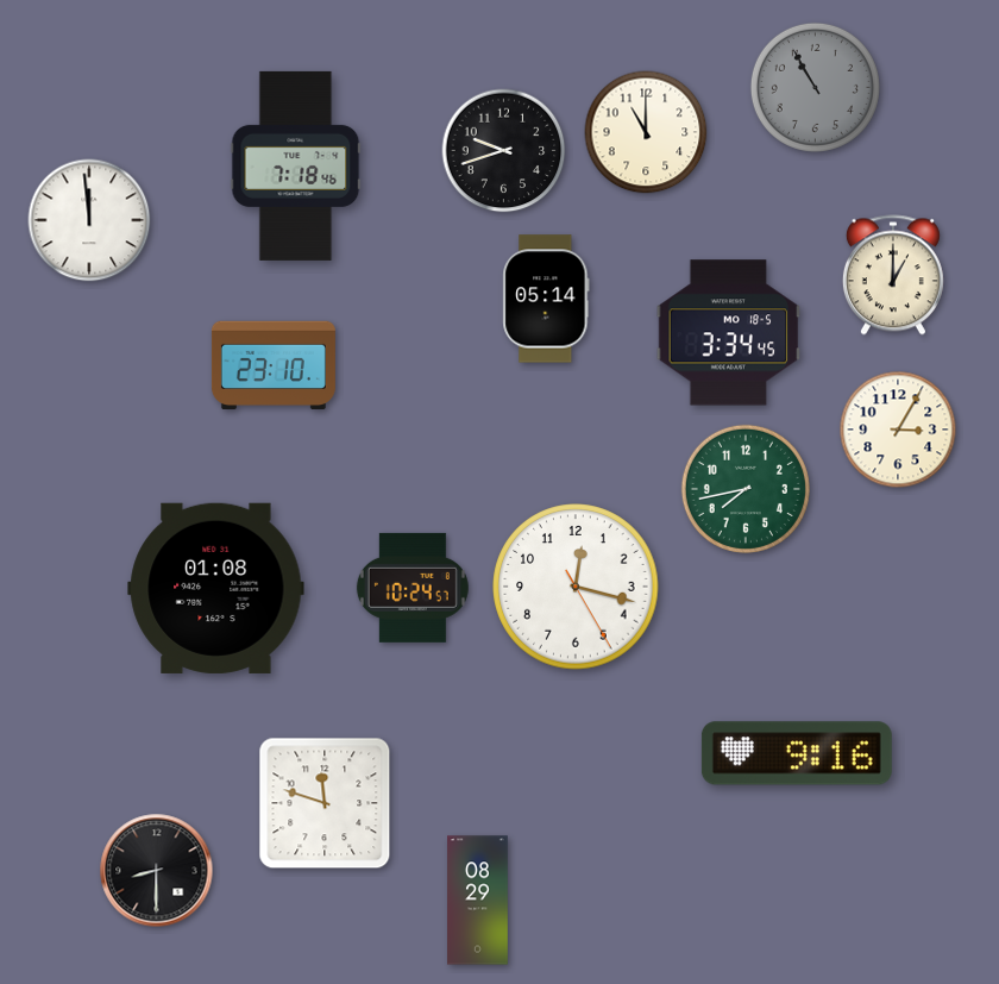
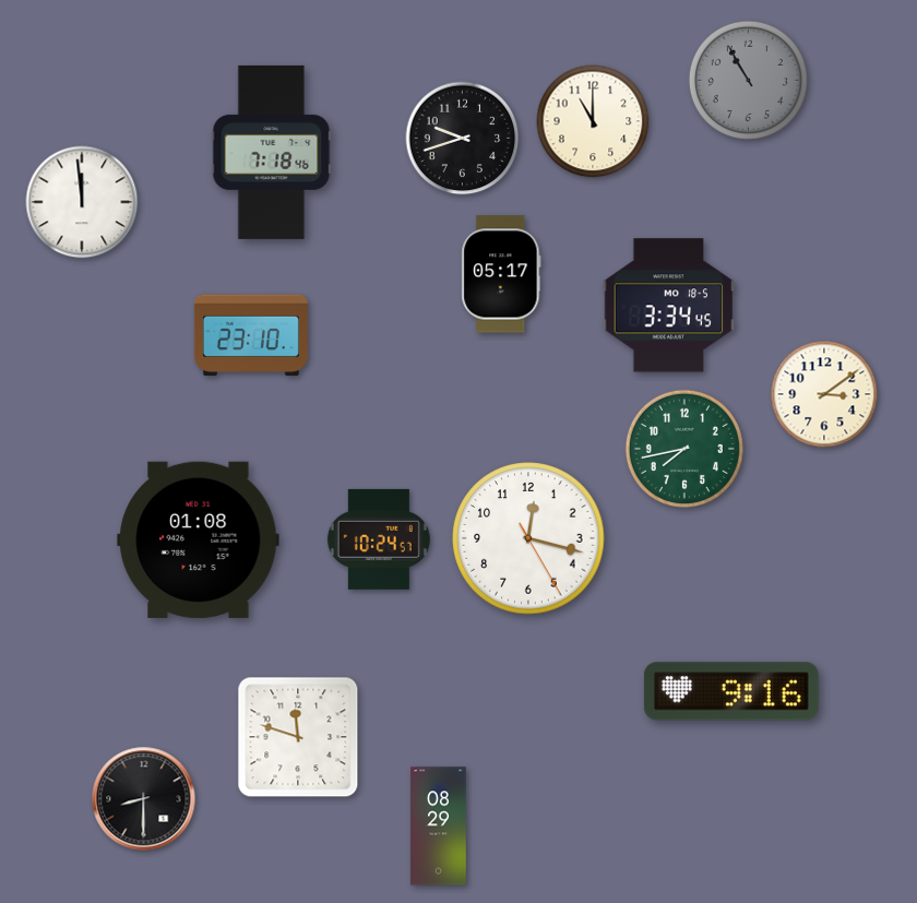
clock at (893, 275): 1:00 -> none
clock at (546, 299): 05:14 -> 05:17
clock at (898, 430): 3:05 -> 3:09
